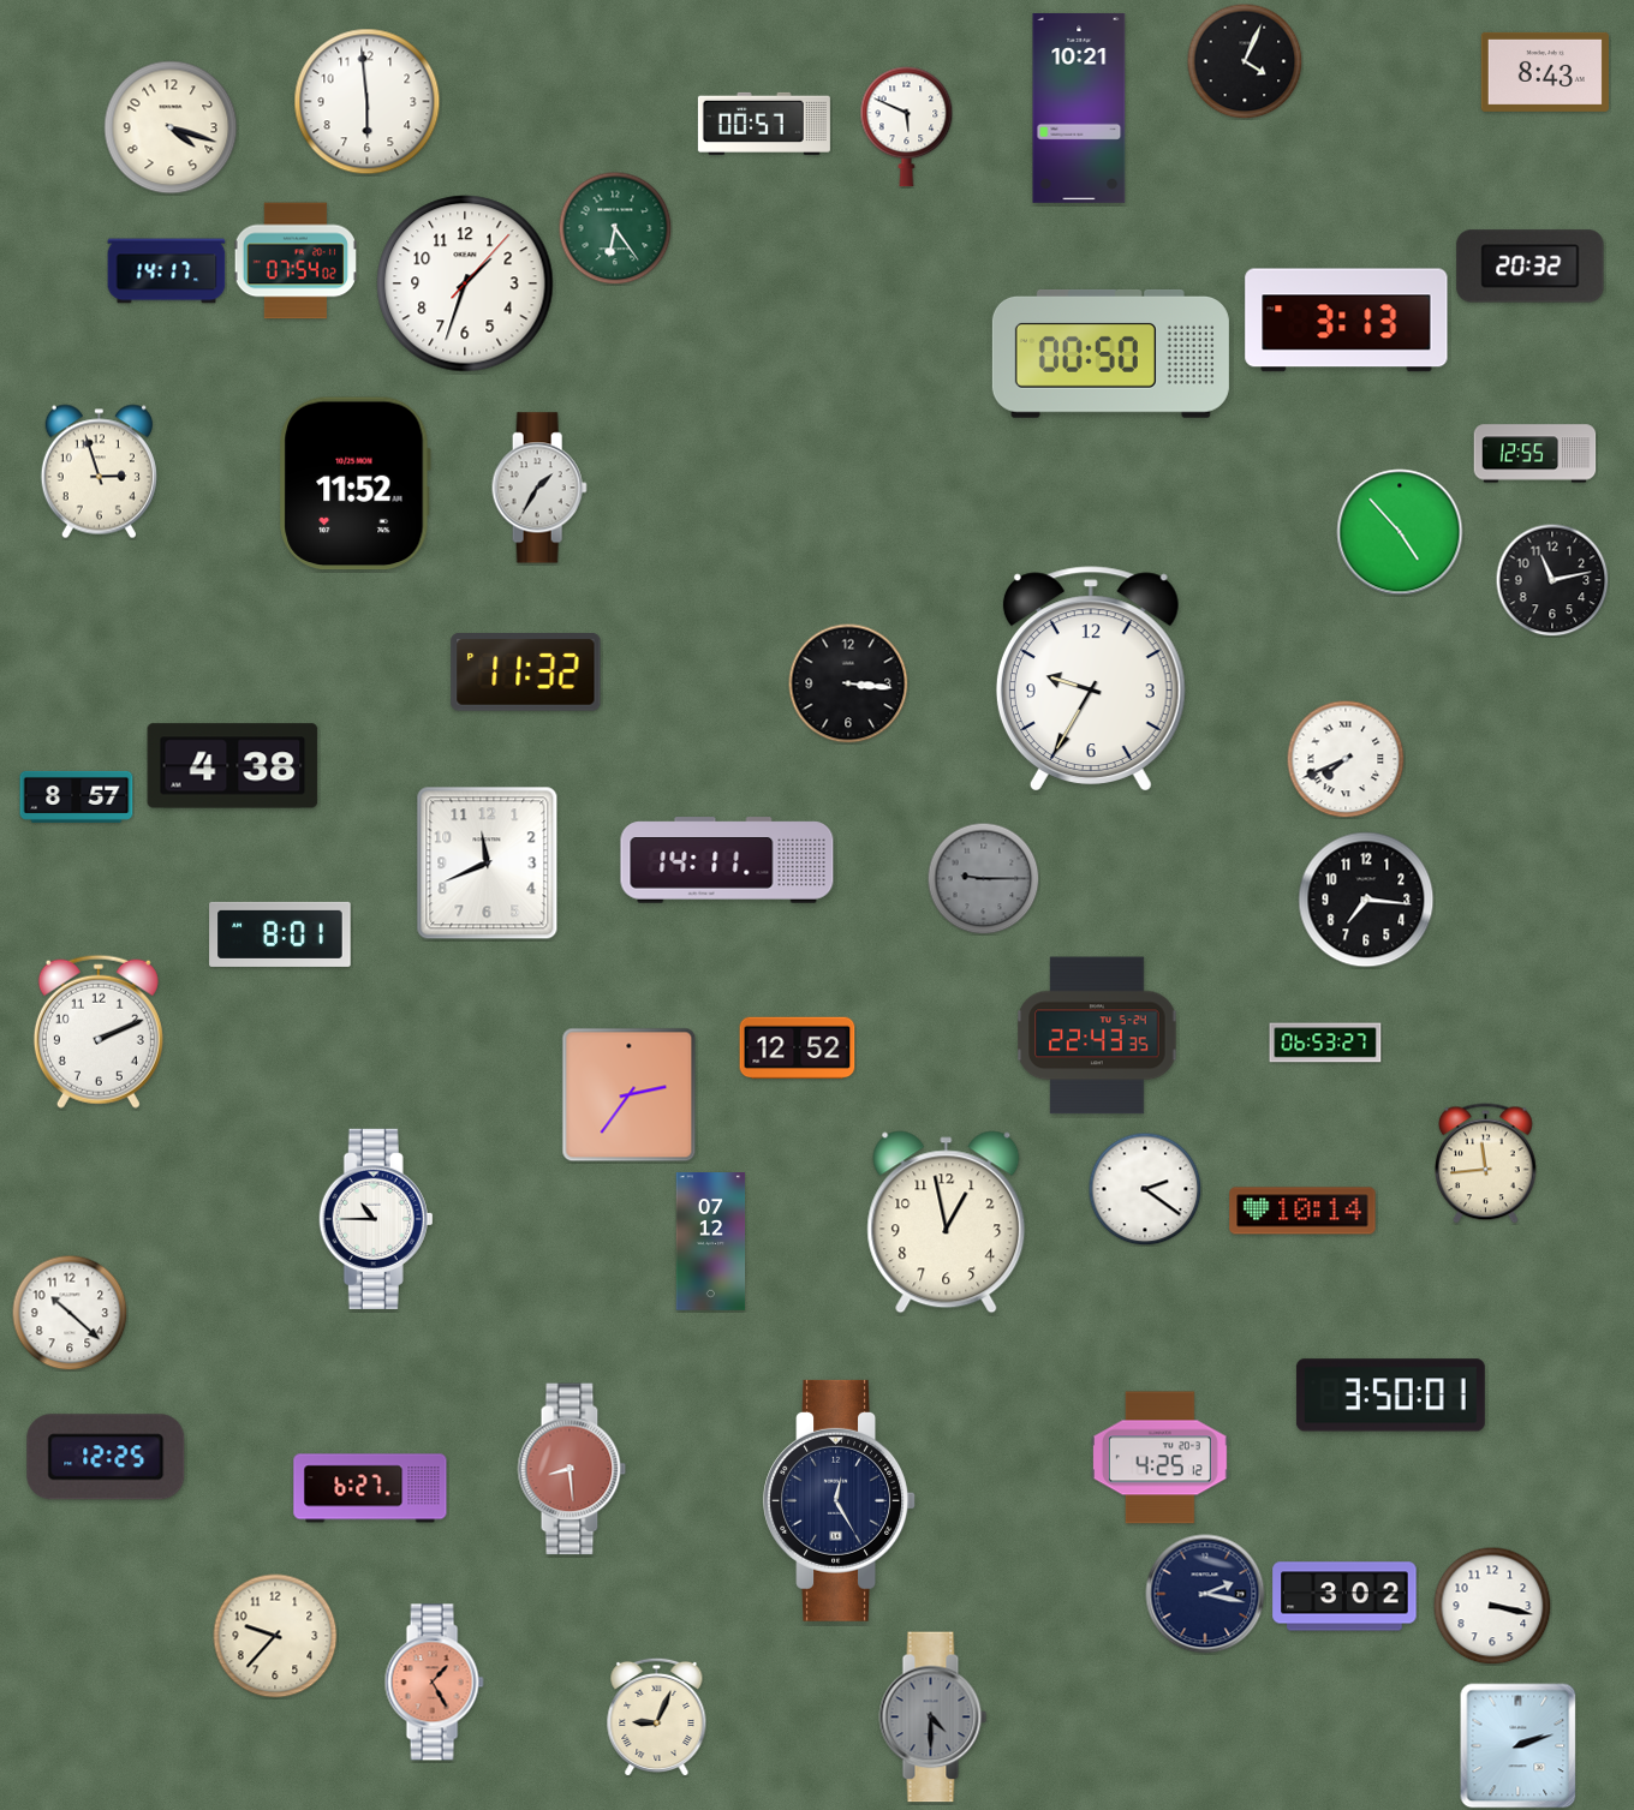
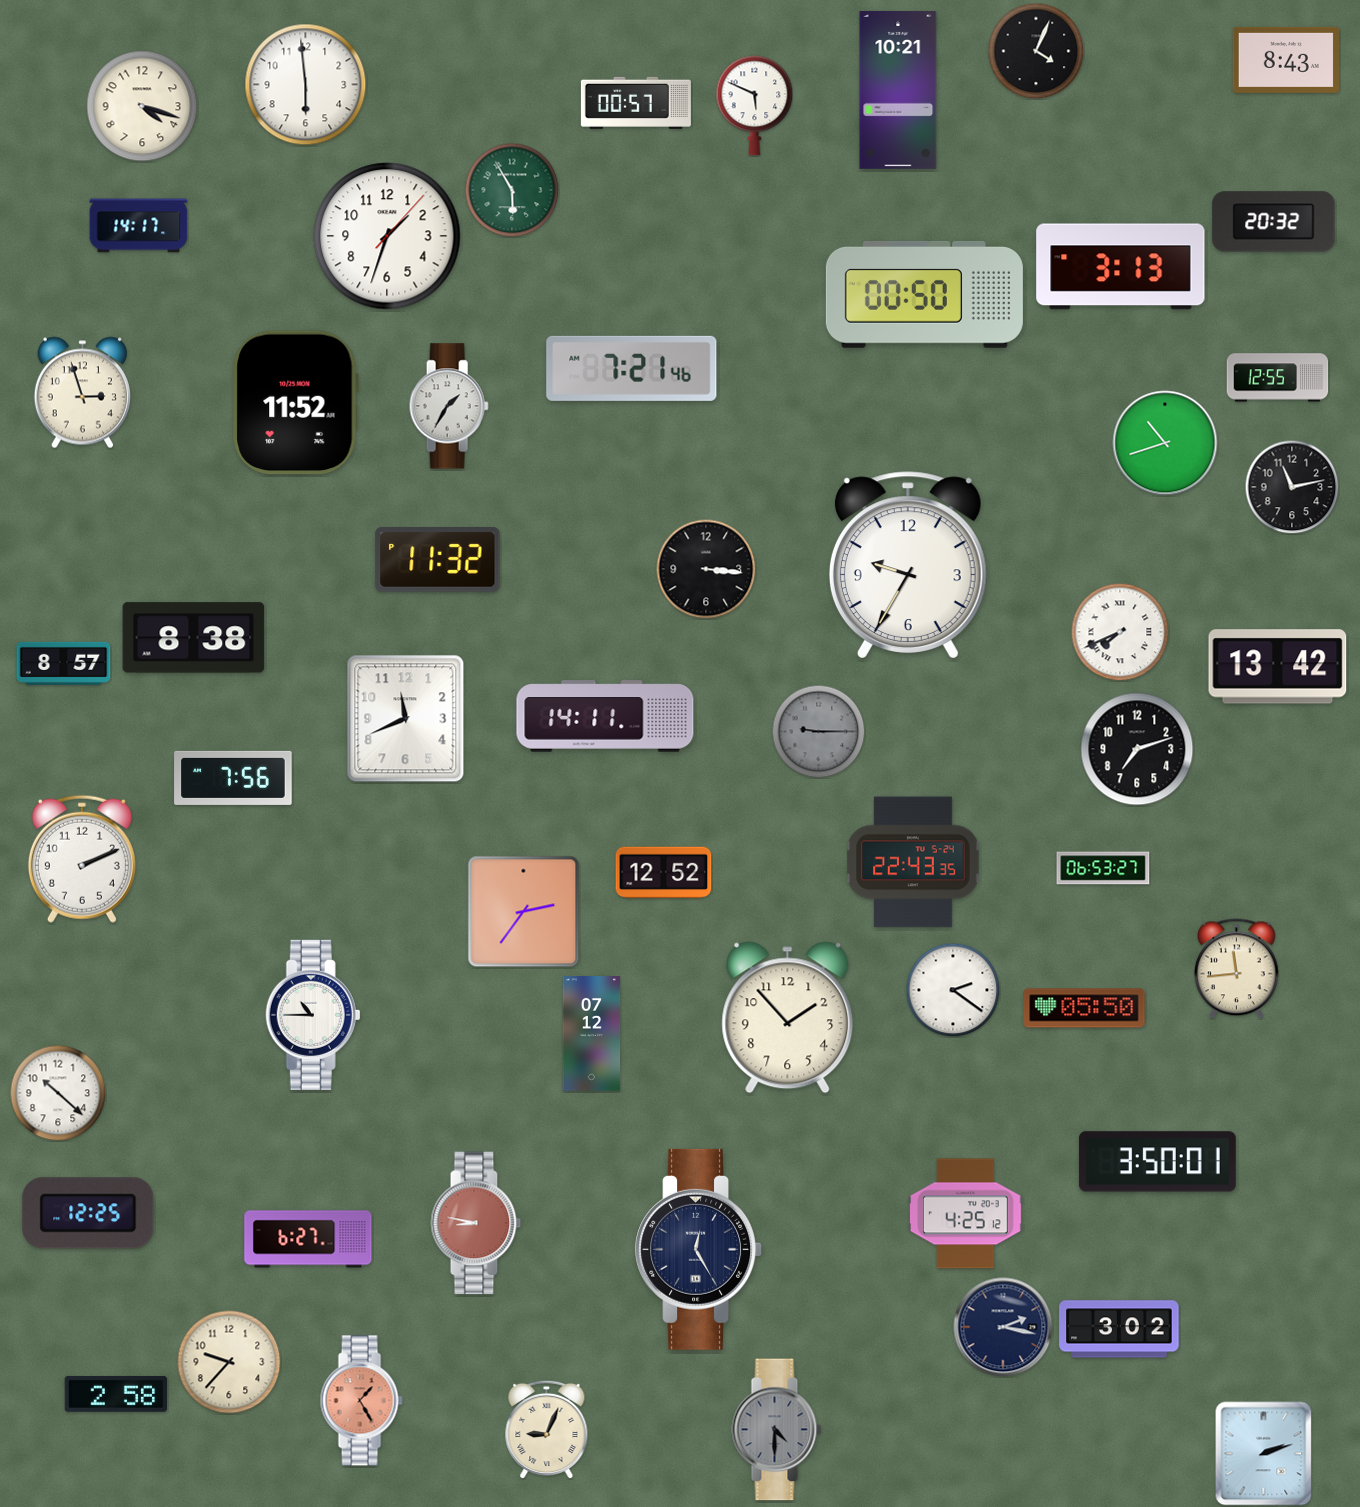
clock at (615, 228): 6:24 -> 5:55
clock at (296, 261): 07:54 -> none
clock at (632, 368): none -> 7:21
clock at (1400, 532): 4:53 -> 10:42
clock at (1552, 580) position: (1552, 580) -> (1292, 487)
clock at (233, 766): 4:38 -> 8:38
clock at (1278, 667): none -> 13:42
clock at (1366, 900): 7:16 -> 7:12
clock at (280, 934): 8:01 -> 7:56
clock at (1302, 1211): 10:14 -> 05:50
clock at (947, 1223): 12:58 -> 1:53
clock at (572, 1469): 8:29 -> 8:47
clock at (1492, 1606): 3:17 -> none
clock at (116, 1394): none -> 2:58
